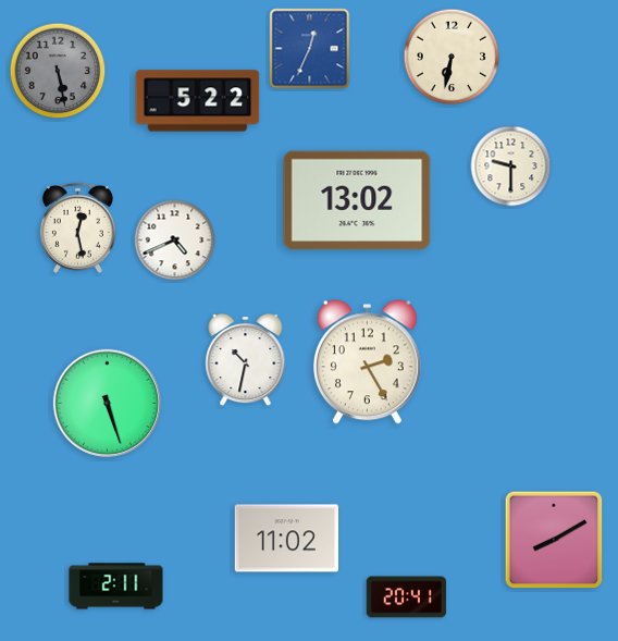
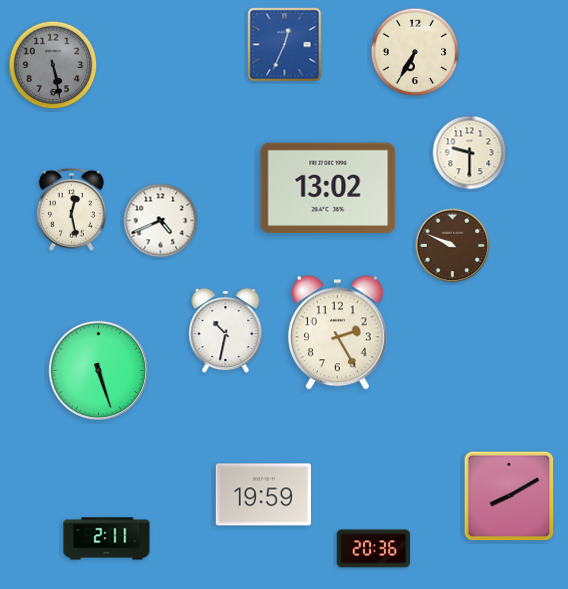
clock at (452, 57): 6:32 -> 6:35
clock at (198, 101): 5:22 -> none
clock at (357, 200) position: (357, 200) -> (328, 188)
clock at (453, 246): none -> 9:49
clock at (286, 539): 11:02 -> 19:59
clock at (407, 597): 20:41 -> 20:36
